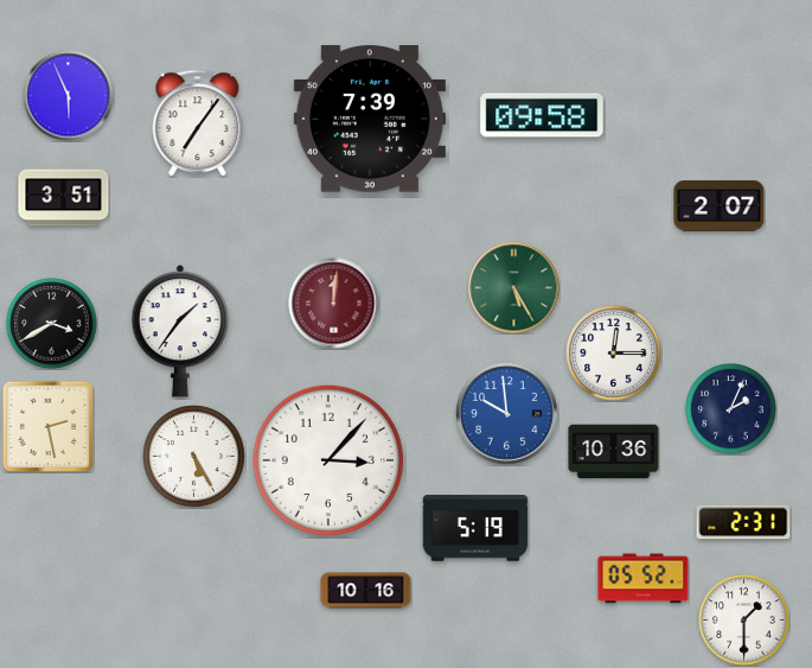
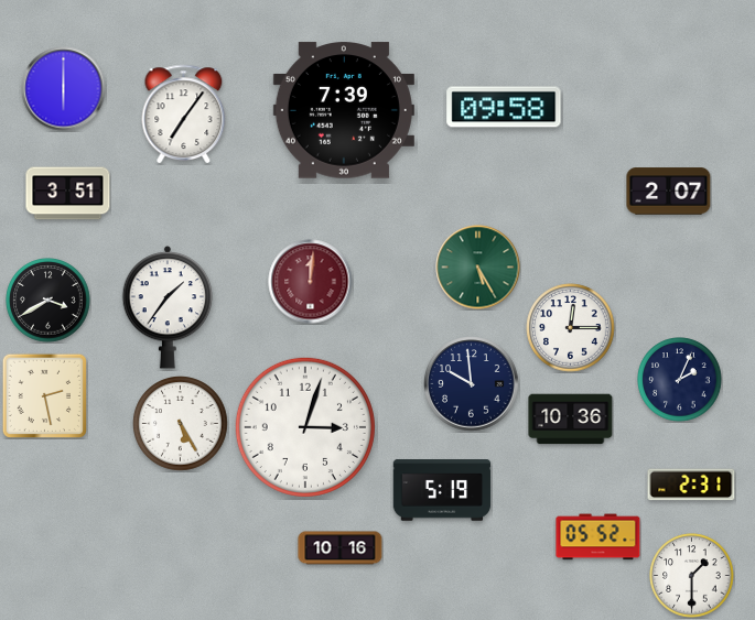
clock at (69, 96): 5:56 -> 6:00
clock at (64, 198) position: (64, 198) -> (68, 194)
clock at (507, 414) dial: blue -> navy
clock at (328, 460): 3:07 -> 3:03
